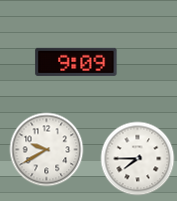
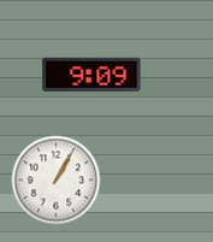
clock at (47, 150): 9:40 -> 1:05
clock at (138, 159): 7:45 -> none
